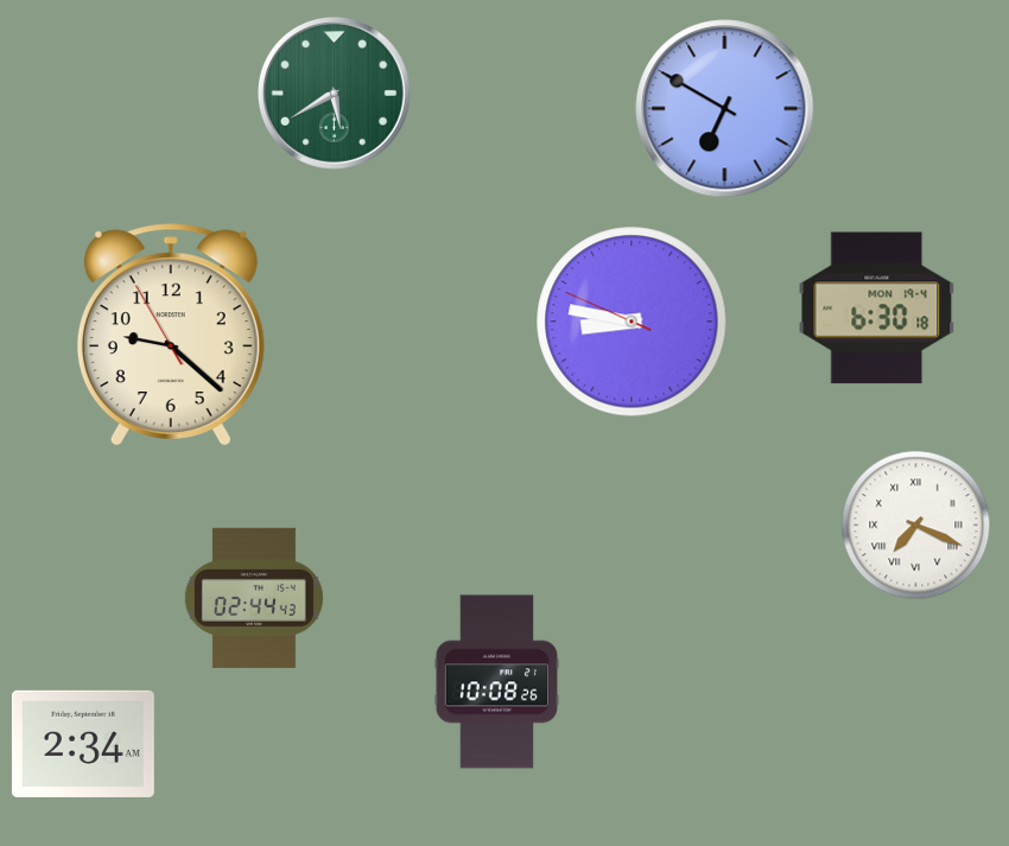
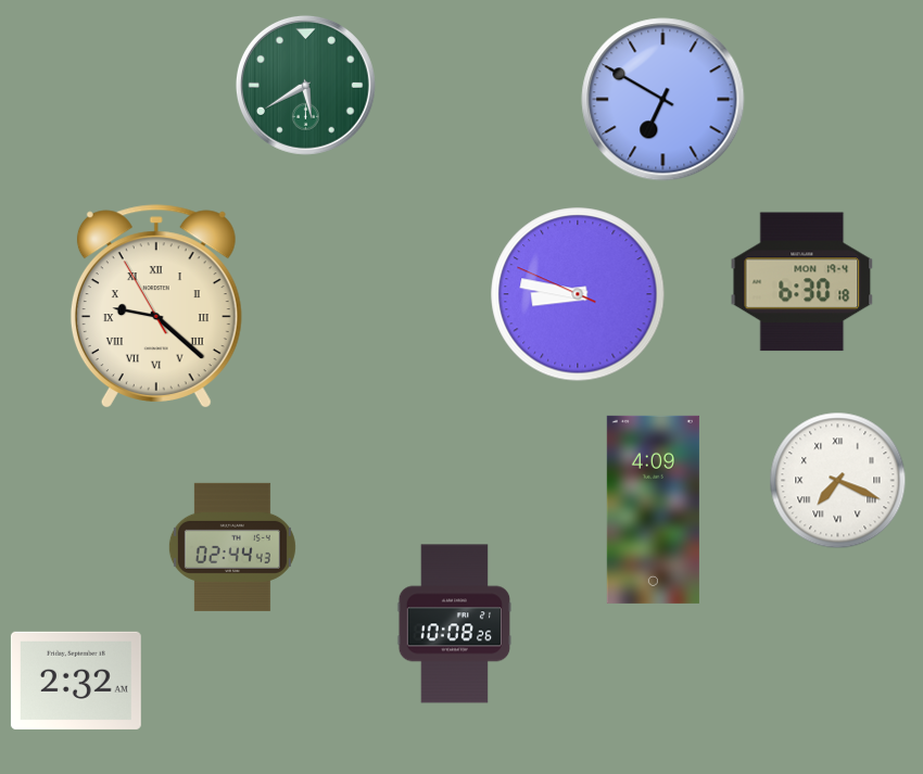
clock at (171, 335) numerals: Arabic -> Roman
clock at (653, 509): none -> 4:09
clock at (83, 744): 2:34 -> 2:32
